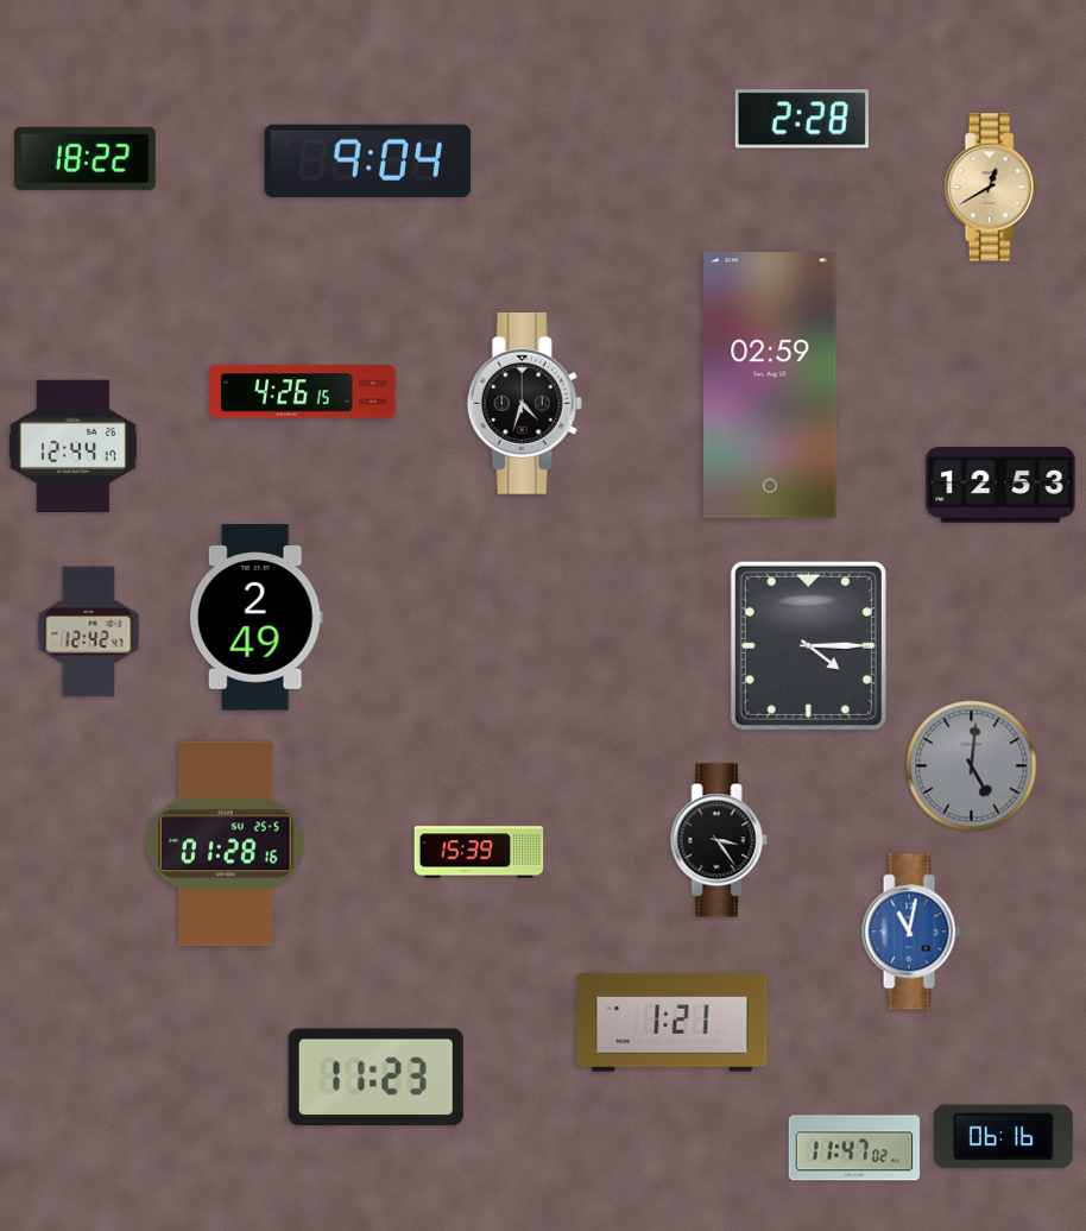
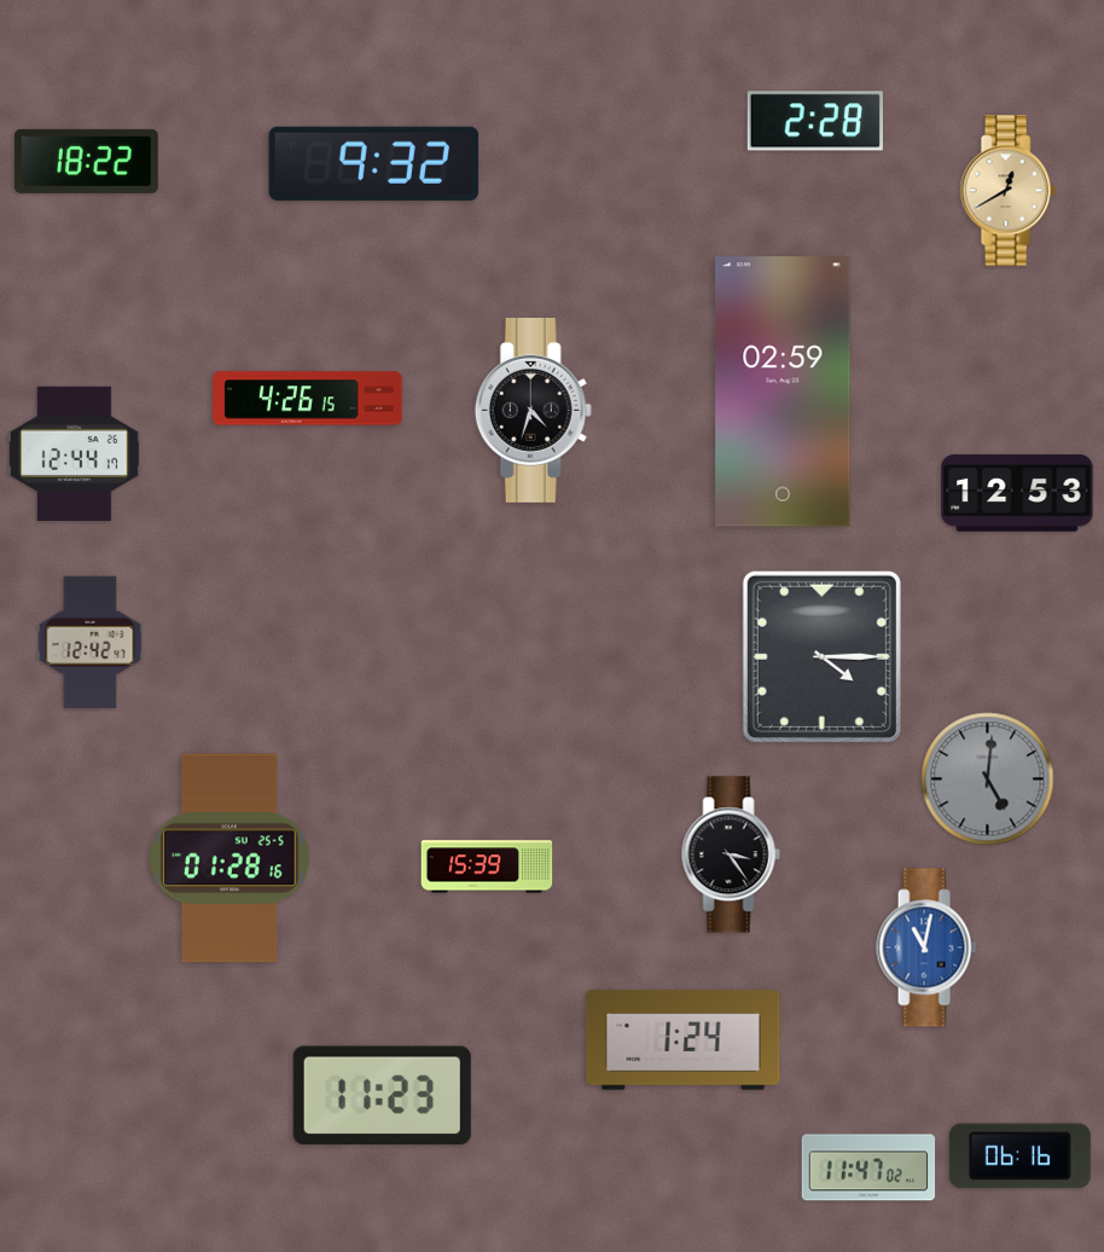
clock at (368, 160): 9:04 -> 9:32
clock at (255, 618): 2:49 -> none
clock at (673, 1023): 1:21 -> 1:24
